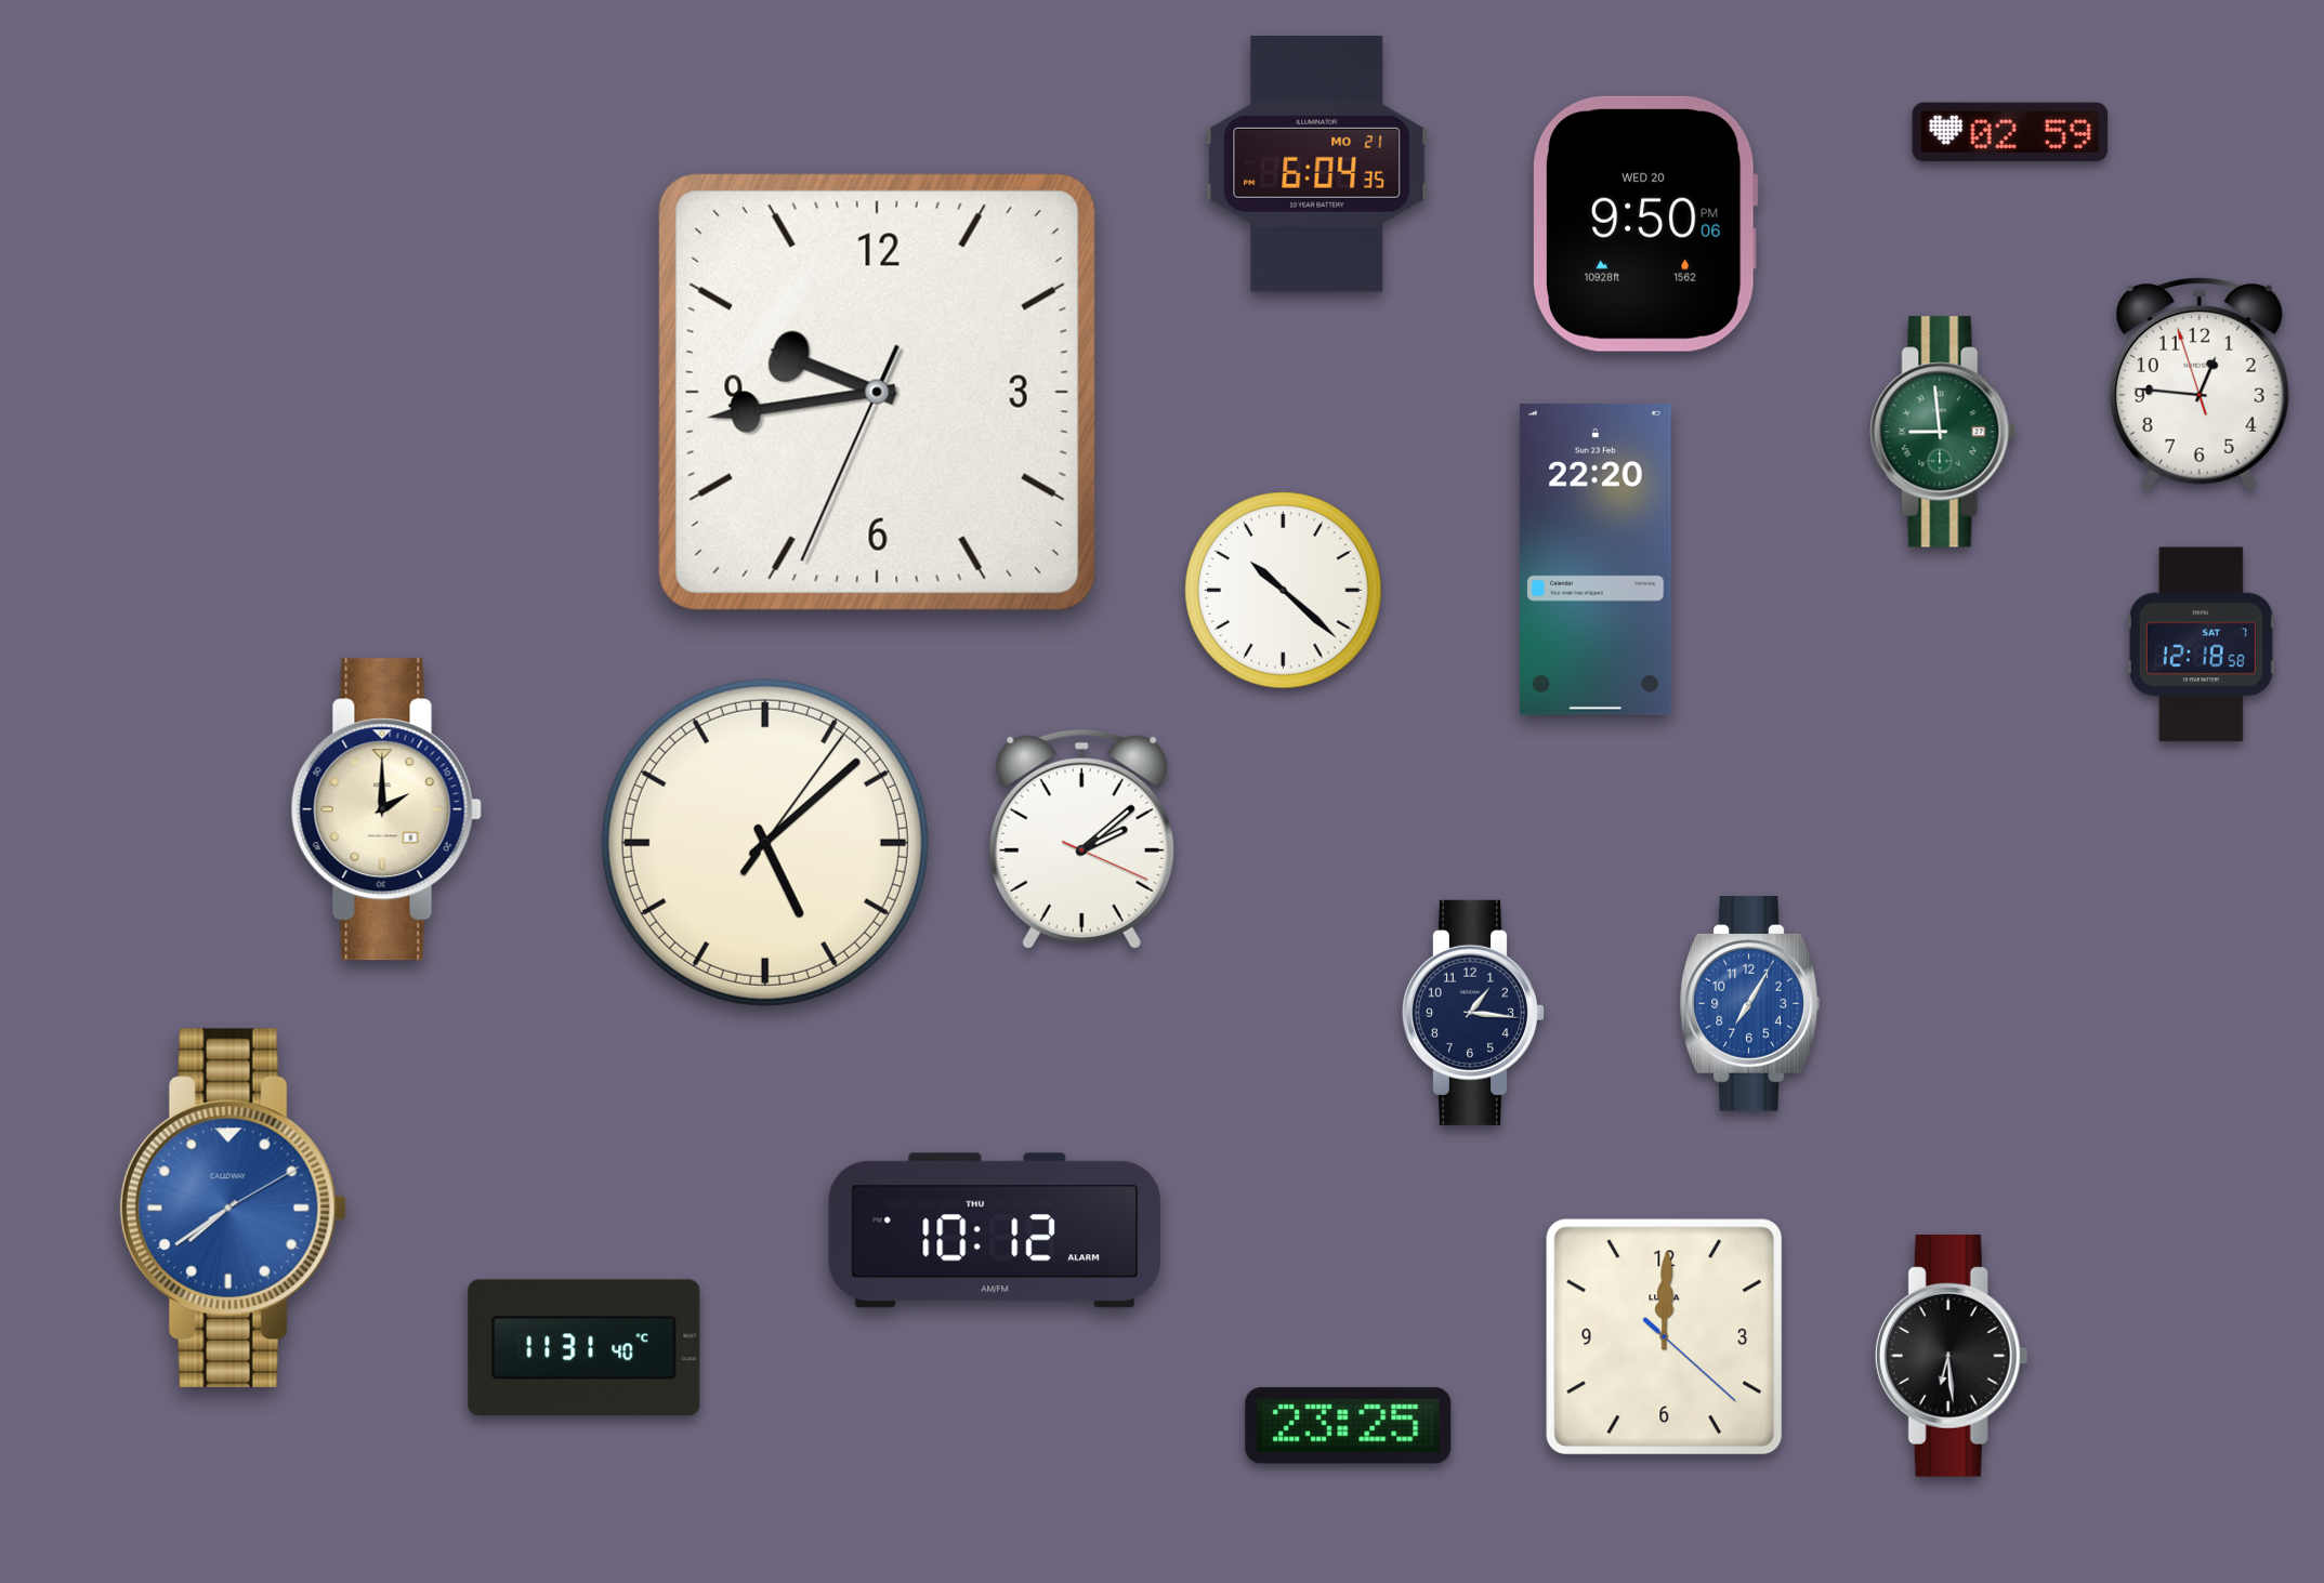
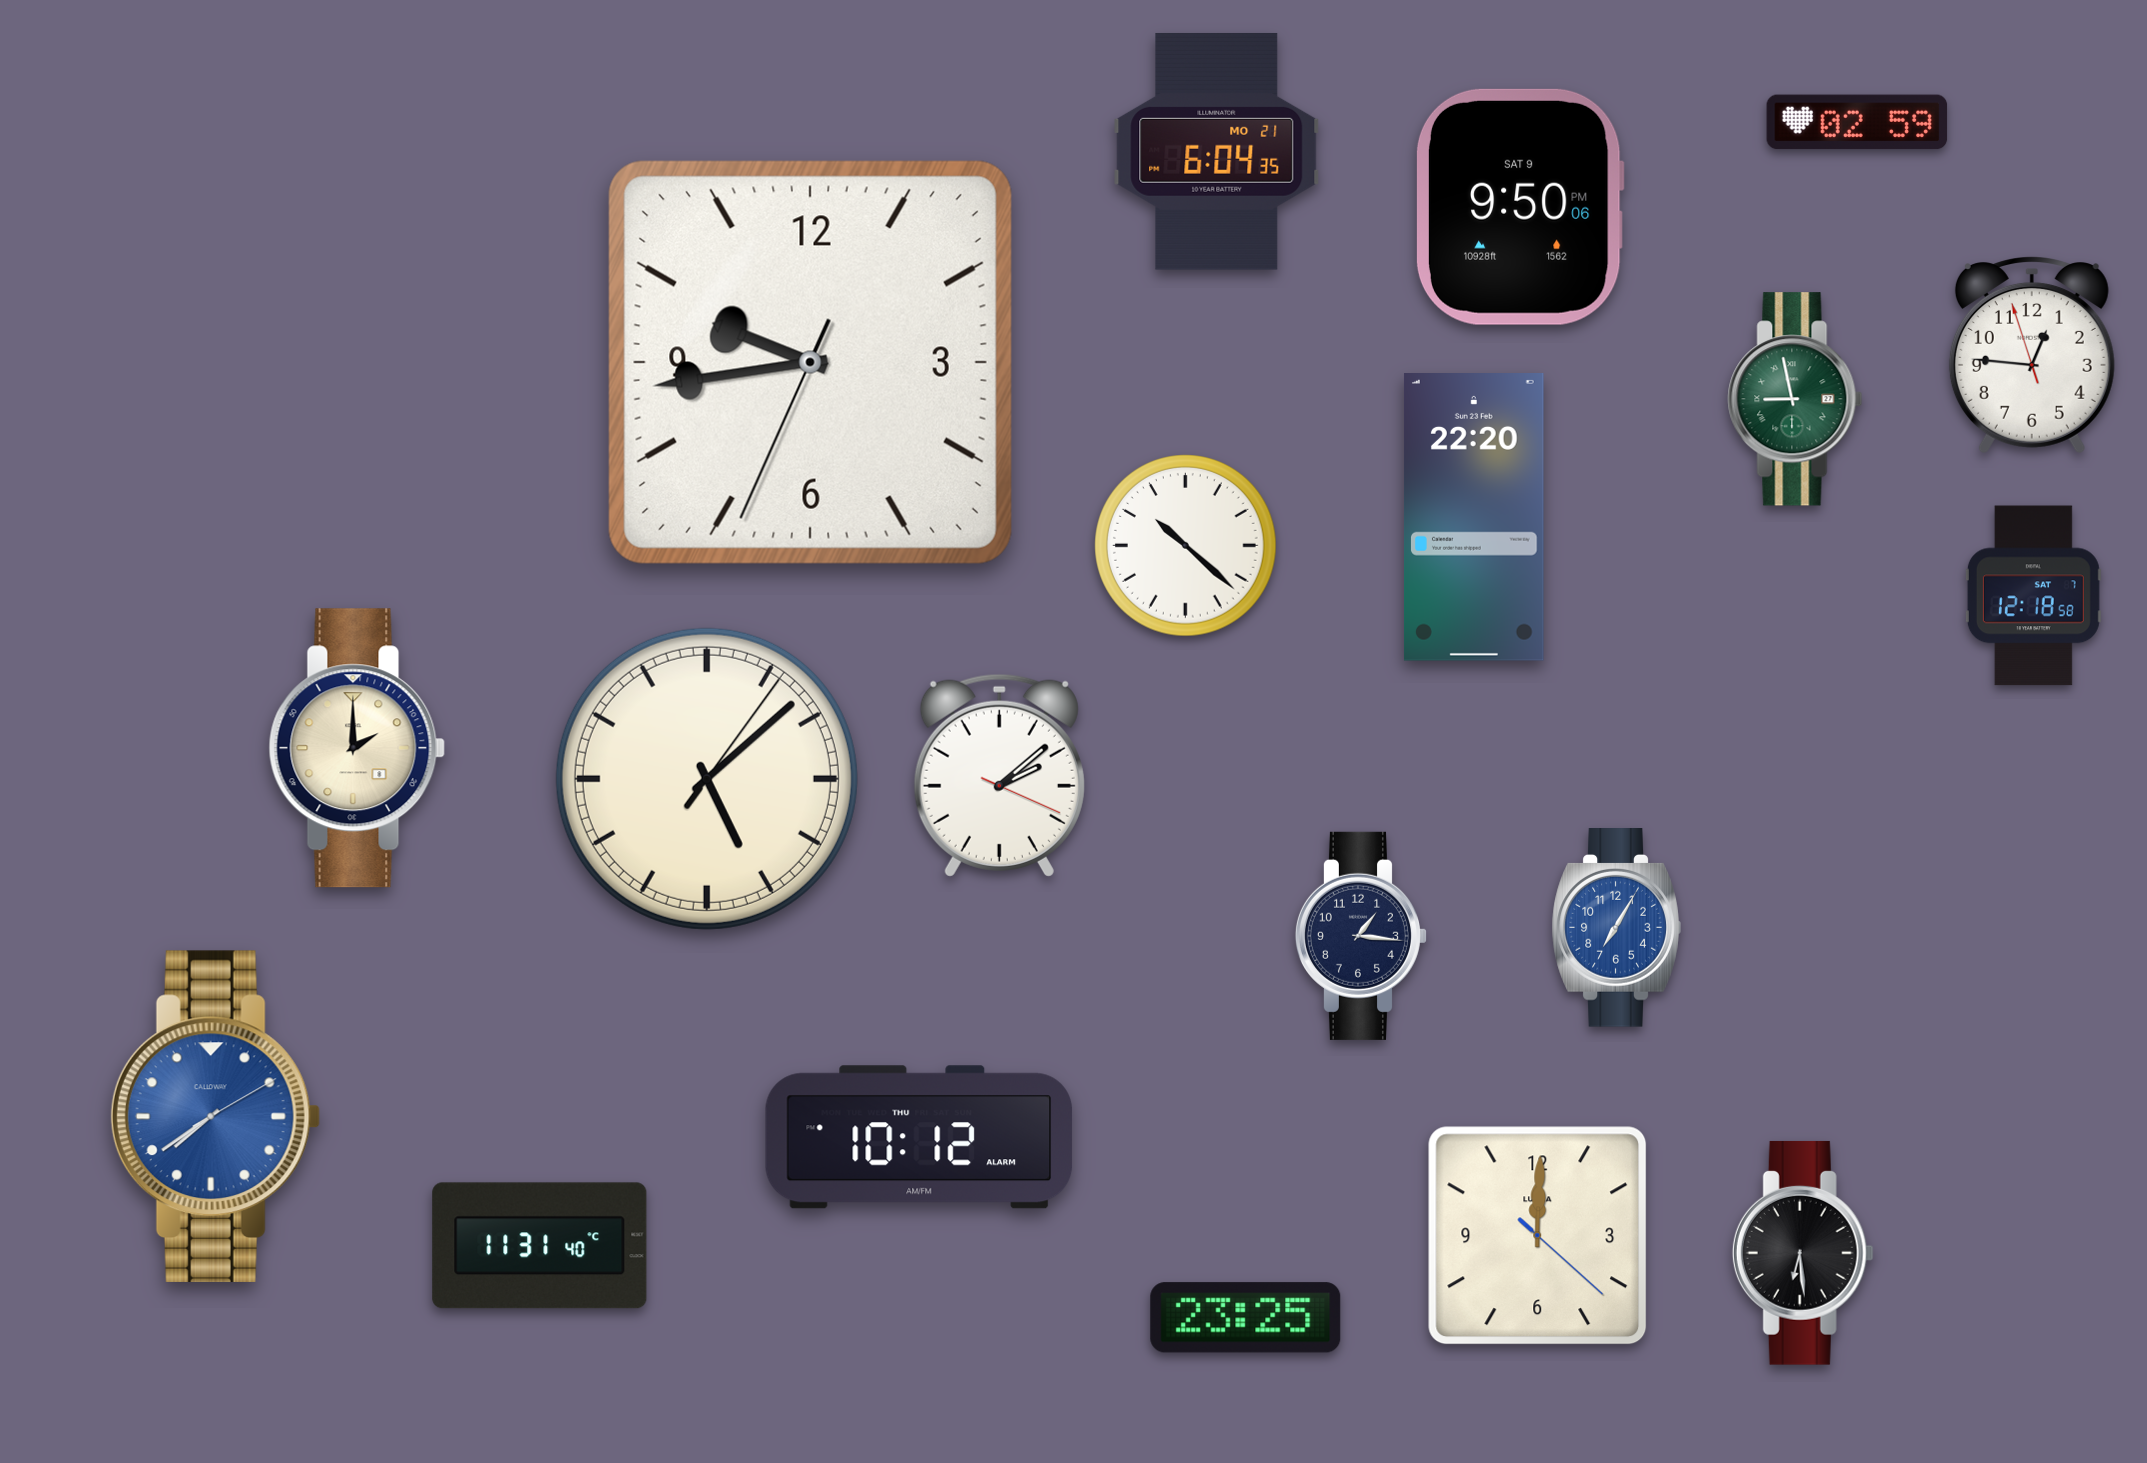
clock at (1645, 224) date: WED 20 -> SAT 9
clock at (1943, 432): 8:59 -> 8:58
